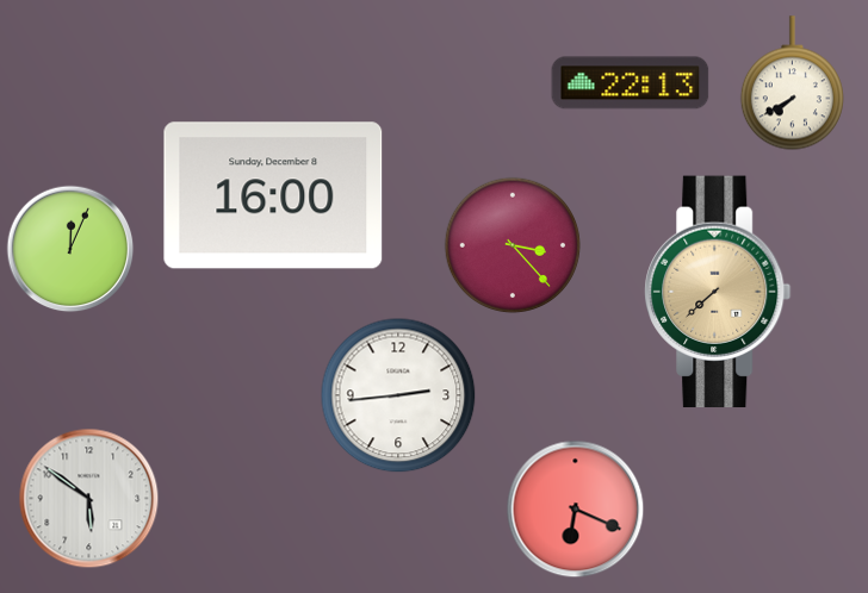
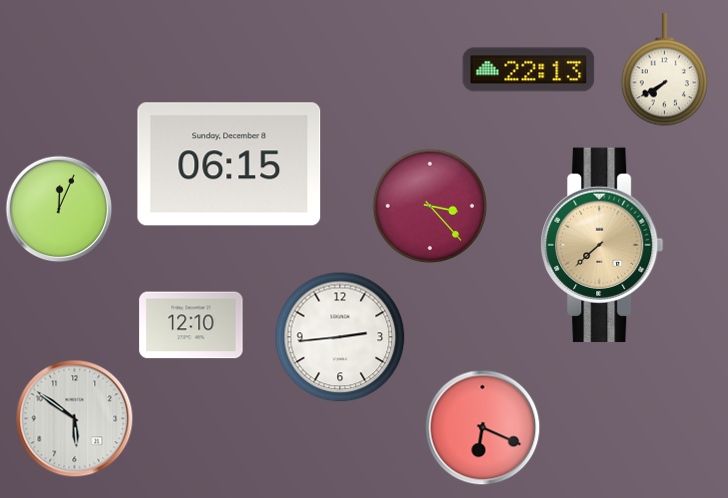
clock at (273, 195): 16:00 -> 06:15
clock at (191, 325): none -> 12:10
clock at (398, 395) position: (398, 395) -> (340, 337)
